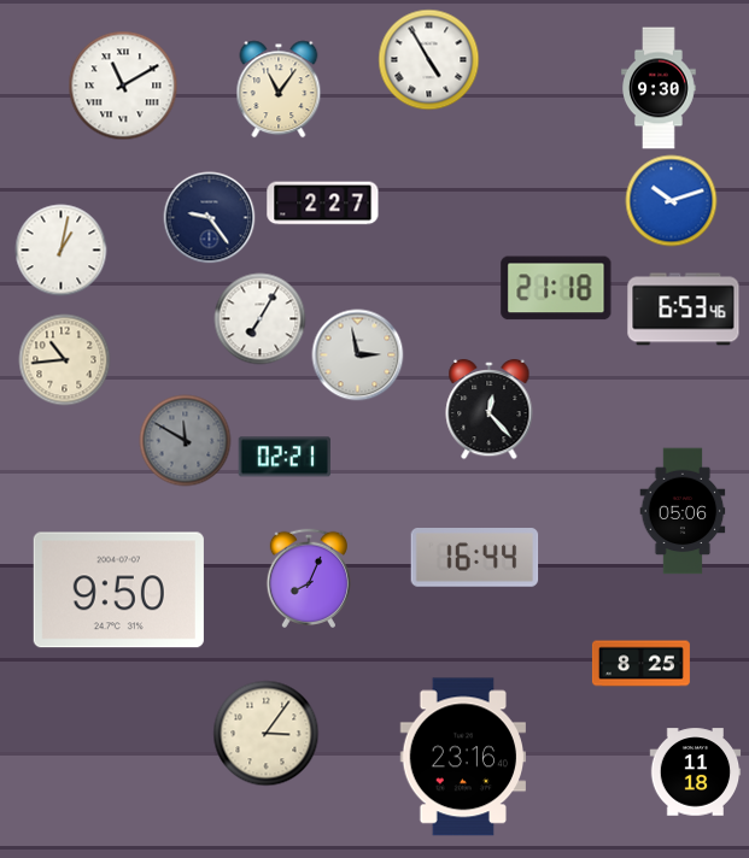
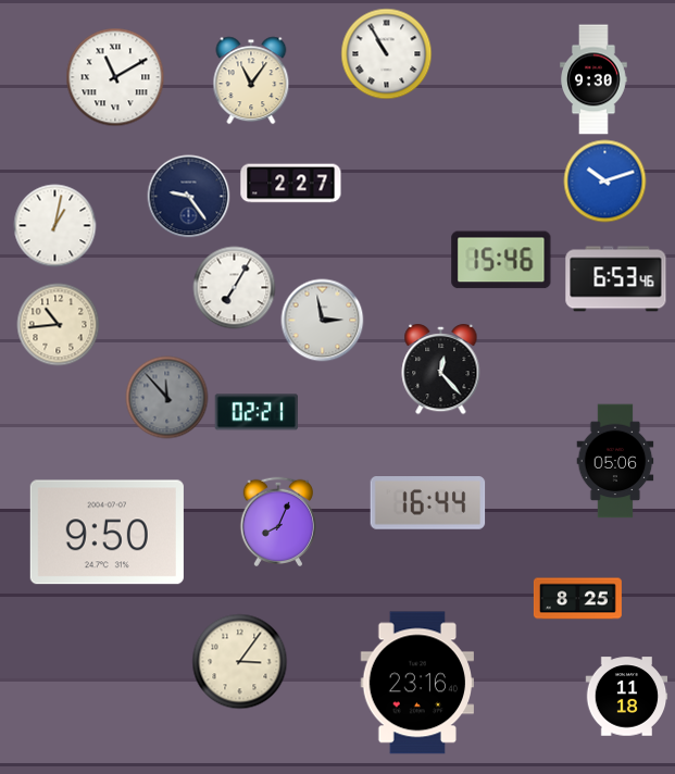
clock at (429, 60): 4:55 -> 10:55
clock at (123, 86) position: (123, 86) -> (115, 77)
clock at (556, 288): 21:18 -> 15:46
clock at (186, 441): 11:50 -> 11:53
